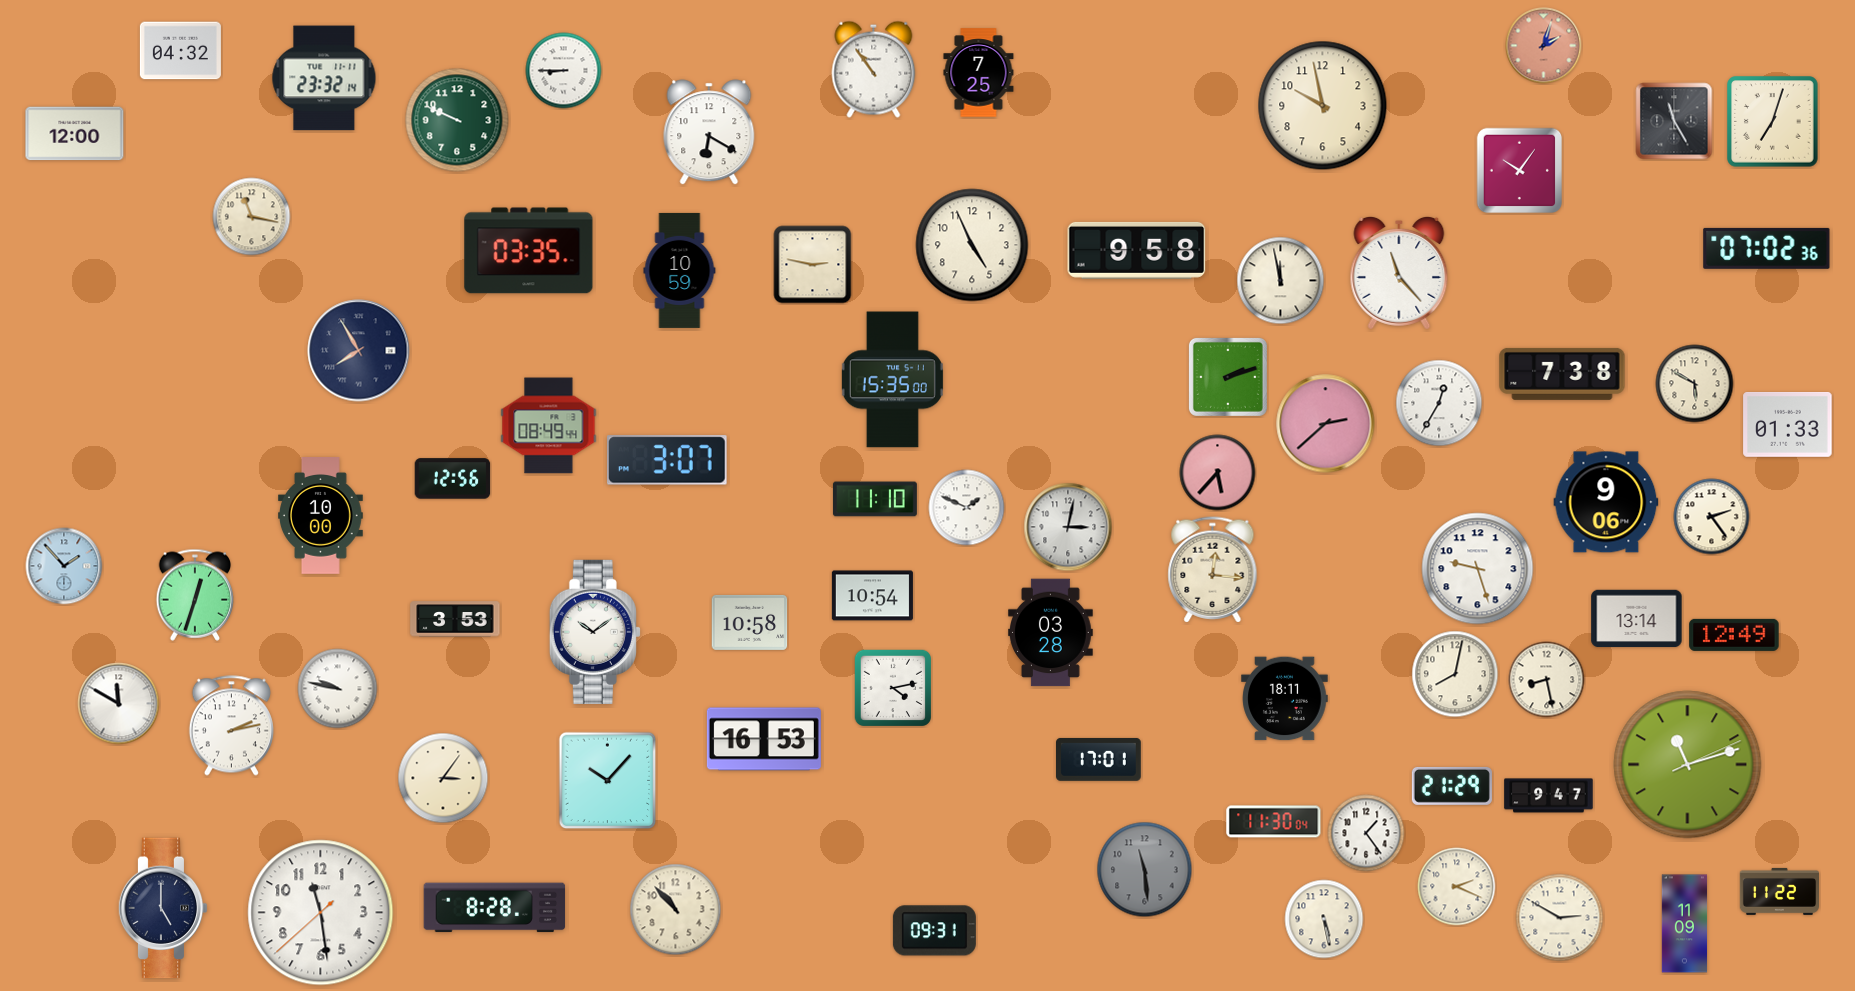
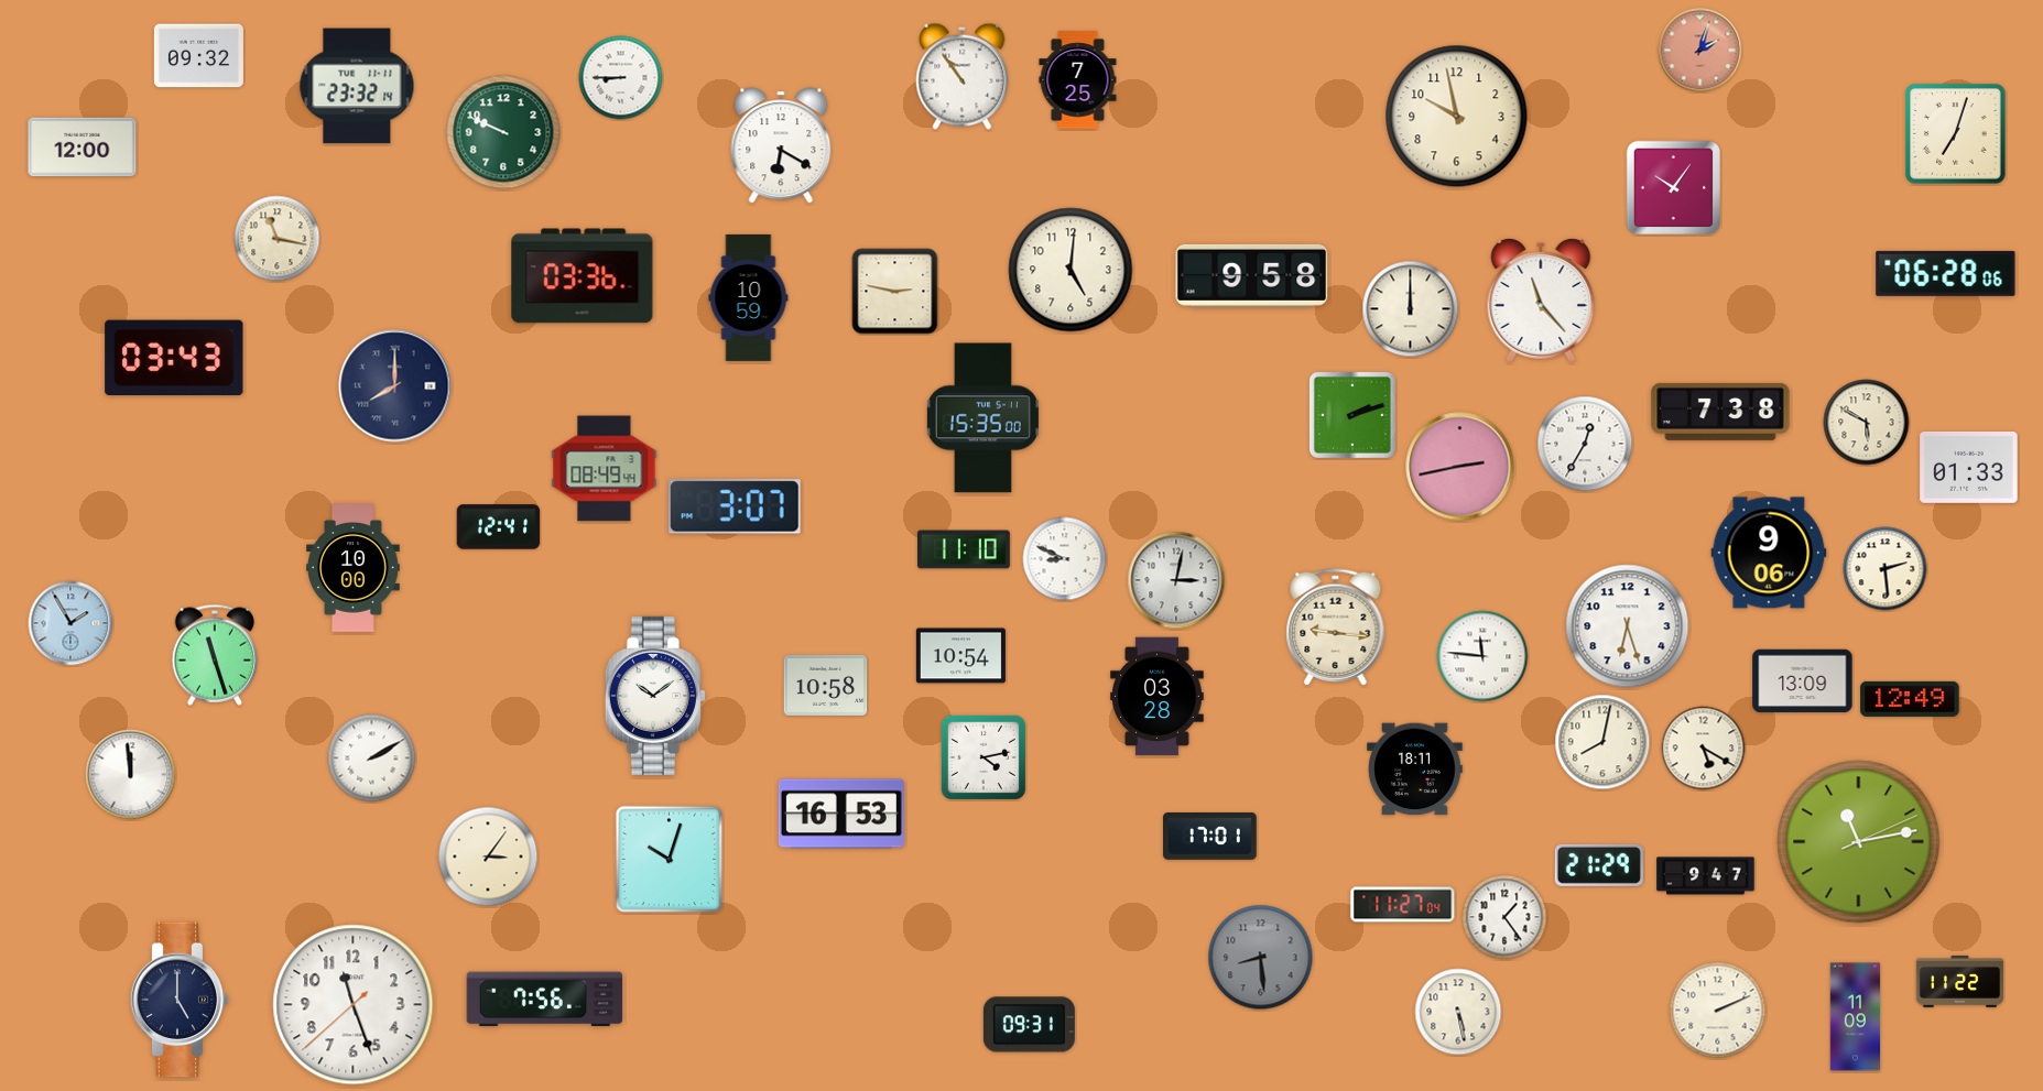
clock at (180, 51): 04:32 -> 09:32
clock at (1674, 121): 11:25 -> none
clock at (1773, 122) position: (1773, 122) -> (1956, 134)
clock at (972, 245): 4:56 -> 5:01
clock at (1767, 248): 07:02 -> 06:28
clock at (529, 251): 03:35 -> 03:36
clock at (1281, 281): 11:58 -> 12:00
clock at (174, 358): none -> 03:43
clock at (359, 351): 7:55 -> 8:00
clock at (1326, 424): 2:38 -> 2:43
clock at (1218, 473): 5:37 -> none
clock at (453, 479): 12:56 -> 12:41
clock at (967, 508): 1:49 -> 8:49
clock at (1712, 517): 2:24 -> 2:29
clock at (64, 566): 1:53 -> 1:55
clock at (1478, 569): 9:27 -> 6:27
clock at (1213, 570): 12:16 -> 9:16
clock at (195, 595): 12:33 -> 11:27
clock at (1482, 656): none -> 11:46
clock at (455, 619): 3:53 -> none
clock at (1637, 619): 13:14 -> 13:09
clock at (1547, 680): 8:28 -> 5:20
clock at (338, 689): 9:47 -> 2:10
clock at (119, 704): 11:50 -> 11:59
clock at (231, 726): 2:13 -> none
clock at (1688, 765): 11:12 -> 11:13
clock at (608, 781): 10:07 -> 10:03
clock at (1274, 822): 11:30 -> 11:27
clock at (1145, 870): 11:29 -> 8:29
clock at (1457, 887): 2:19 -> none
clock at (495, 908): 8:28 -> 7:56
clock at (676, 910): 10:53 -> none
clock at (321, 913): 11:28 -> 11:26
clock at (1560, 918): 2:50 -> 2:11
